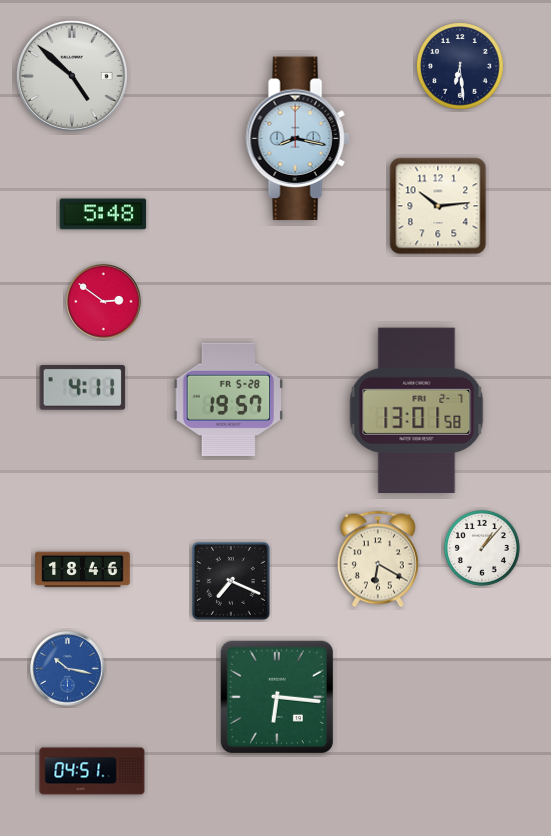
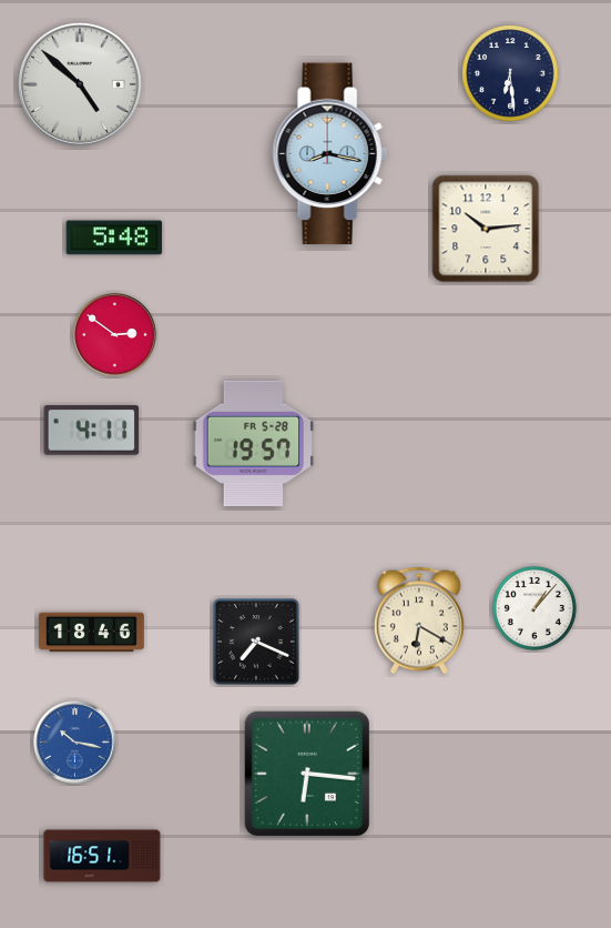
clock at (417, 410): 13:01 -> none
clock at (231, 581) position: (231, 581) -> (256, 642)
clock at (92, 771): 04:51 -> 16:51
